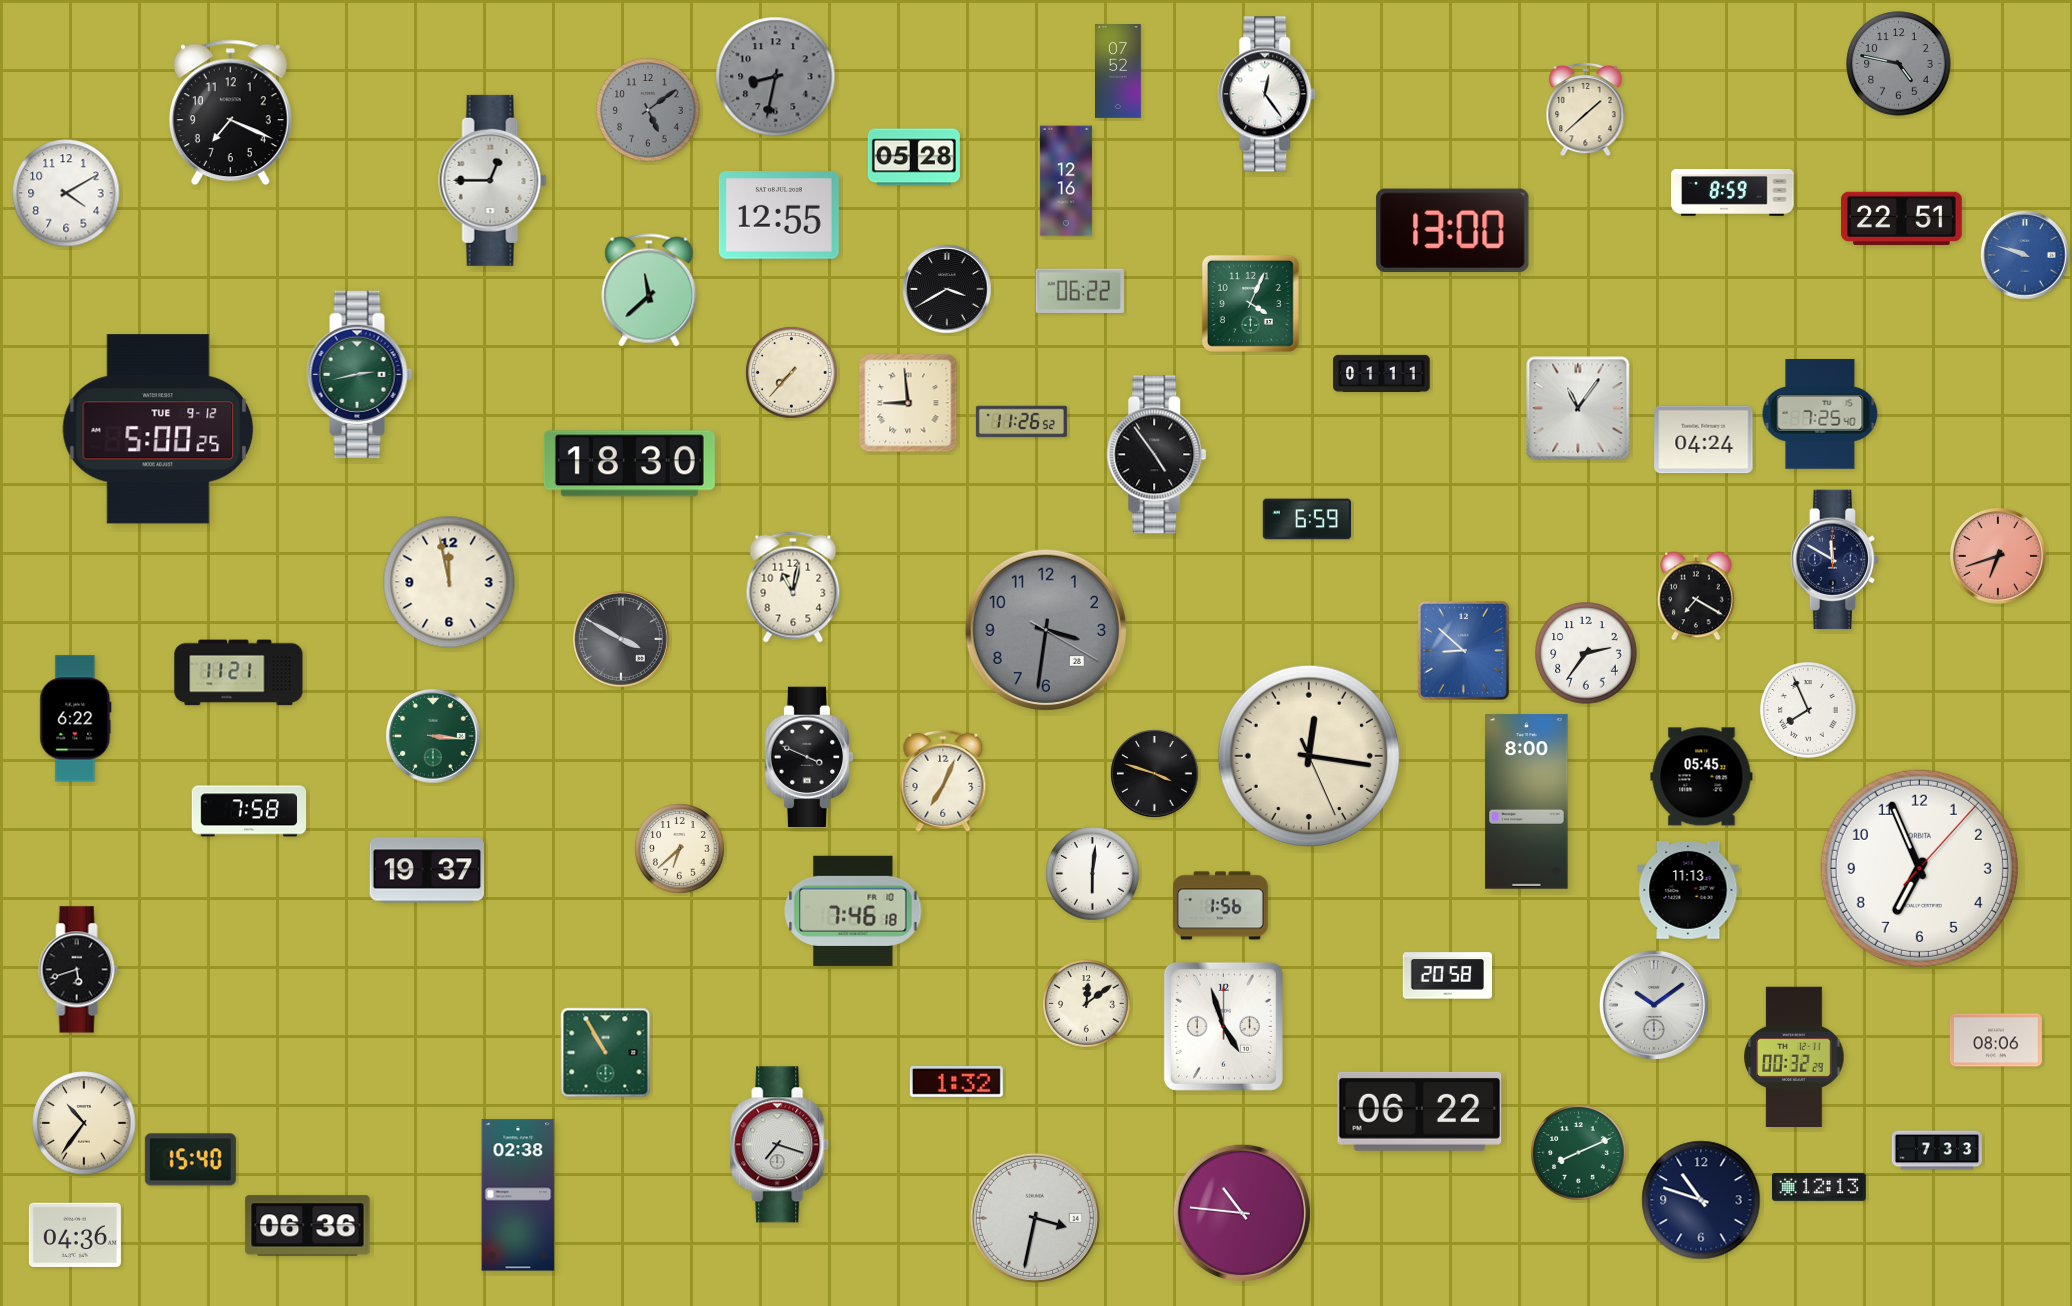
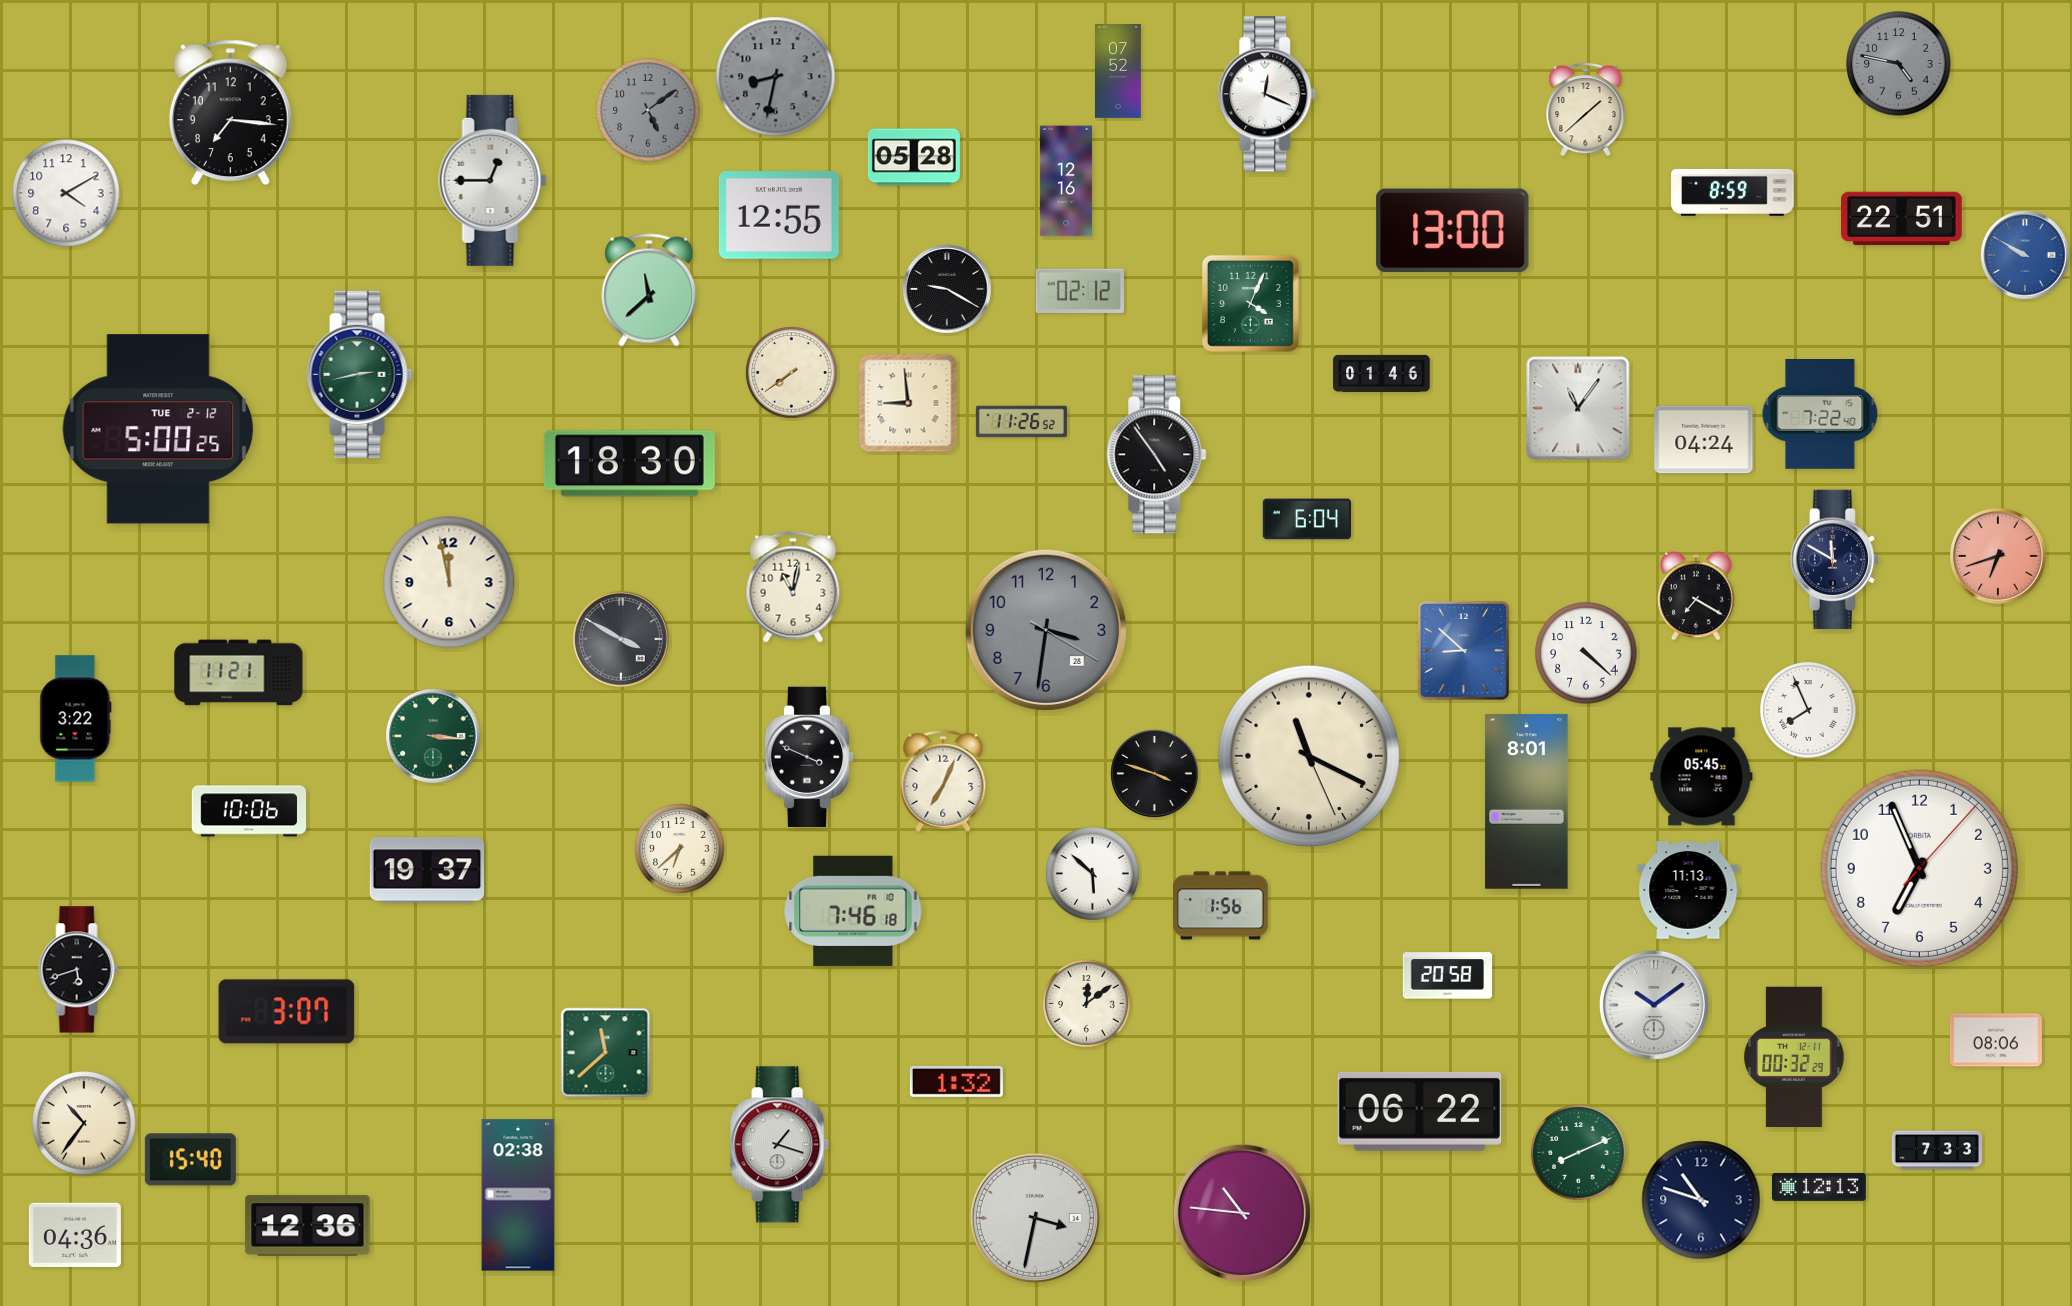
clock at (1267, 94): 12:24 -> 12:19
clock at (230, 113): 7:19 -> 7:16
clock at (2025, 255): 9:48 -> 9:50
clock at (947, 289): 3:40 -> 9:20
clock at (1080, 290): 06:22 -> 02:12
clock at (792, 373): 7:37 -> 7:39
clock at (1382, 373): 01:11 -> 01:46
clock at (1820, 415): 7:25 -> 7:22
clock at (158, 429) date: TUE 9-12 -> TUE 2-12
clock at (1307, 519): 6:59 -> 6:04
clock at (1586, 653): 2:36 -> 4:22
clock at (76, 719): 6:22 -> 3:22
clock at (1309, 756): 12:16 -> 11:19
clock at (1527, 802): 8:00 -> 8:01
clock at (249, 811): 7:58 -> 10:06
clock at (1093, 874): 6:01 -> 5:52
clock at (287, 1012): none -> 3:07
clock at (1223, 1026): 4:57 -> none
clock at (606, 1053): 10:55 -> 11:38
clock at (780, 1145): 7:18 -> 1:18
clock at (308, 1226): 06:36 -> 12:36
